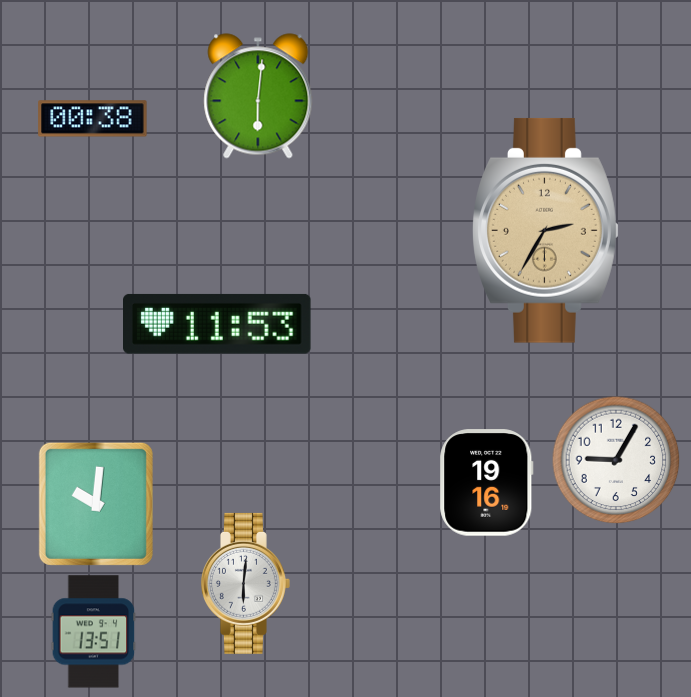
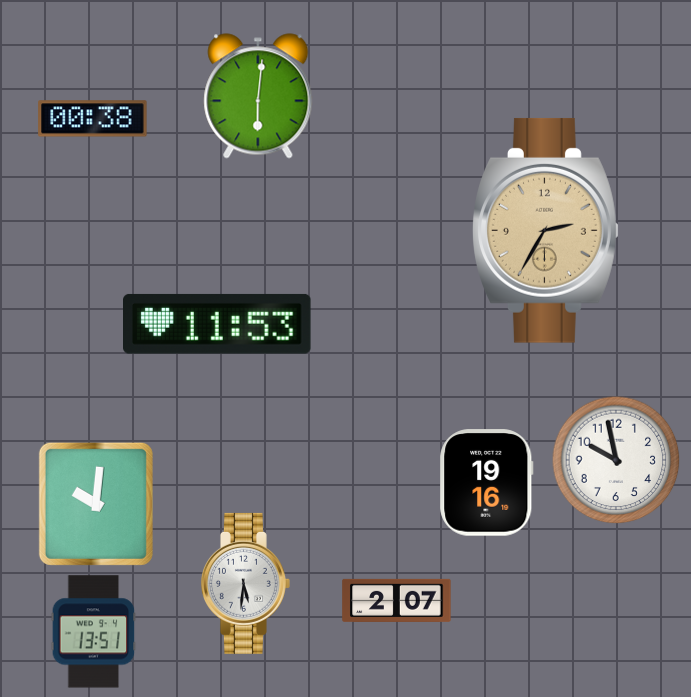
clock at (616, 460): 9:05 -> 9:58
clock at (245, 583): 6:01 -> 5:31
clock at (397, 600): none -> 2:07
